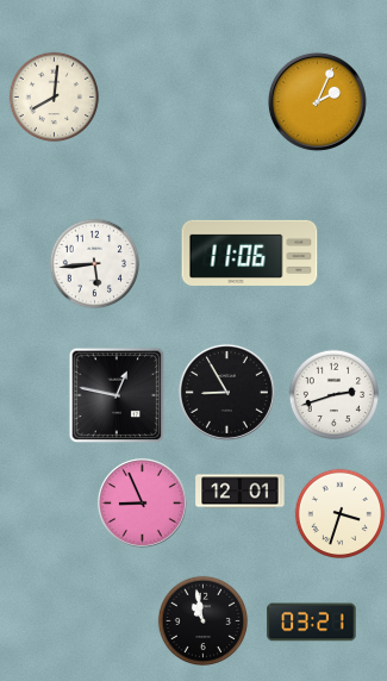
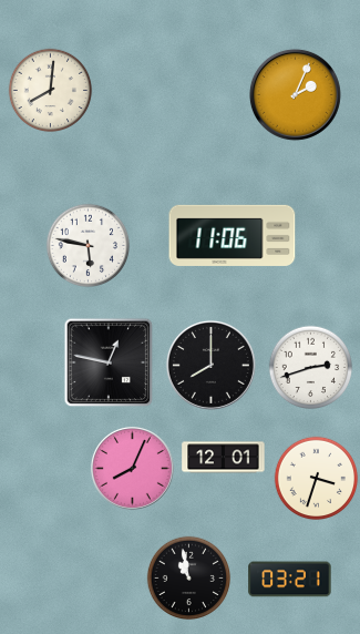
clock at (95, 264): 5:44 -> 5:47
clock at (226, 392): 8:55 -> 8:00
clock at (117, 395) position: (117, 395) -> (109, 362)
clock at (142, 502): 8:56 -> 8:04
